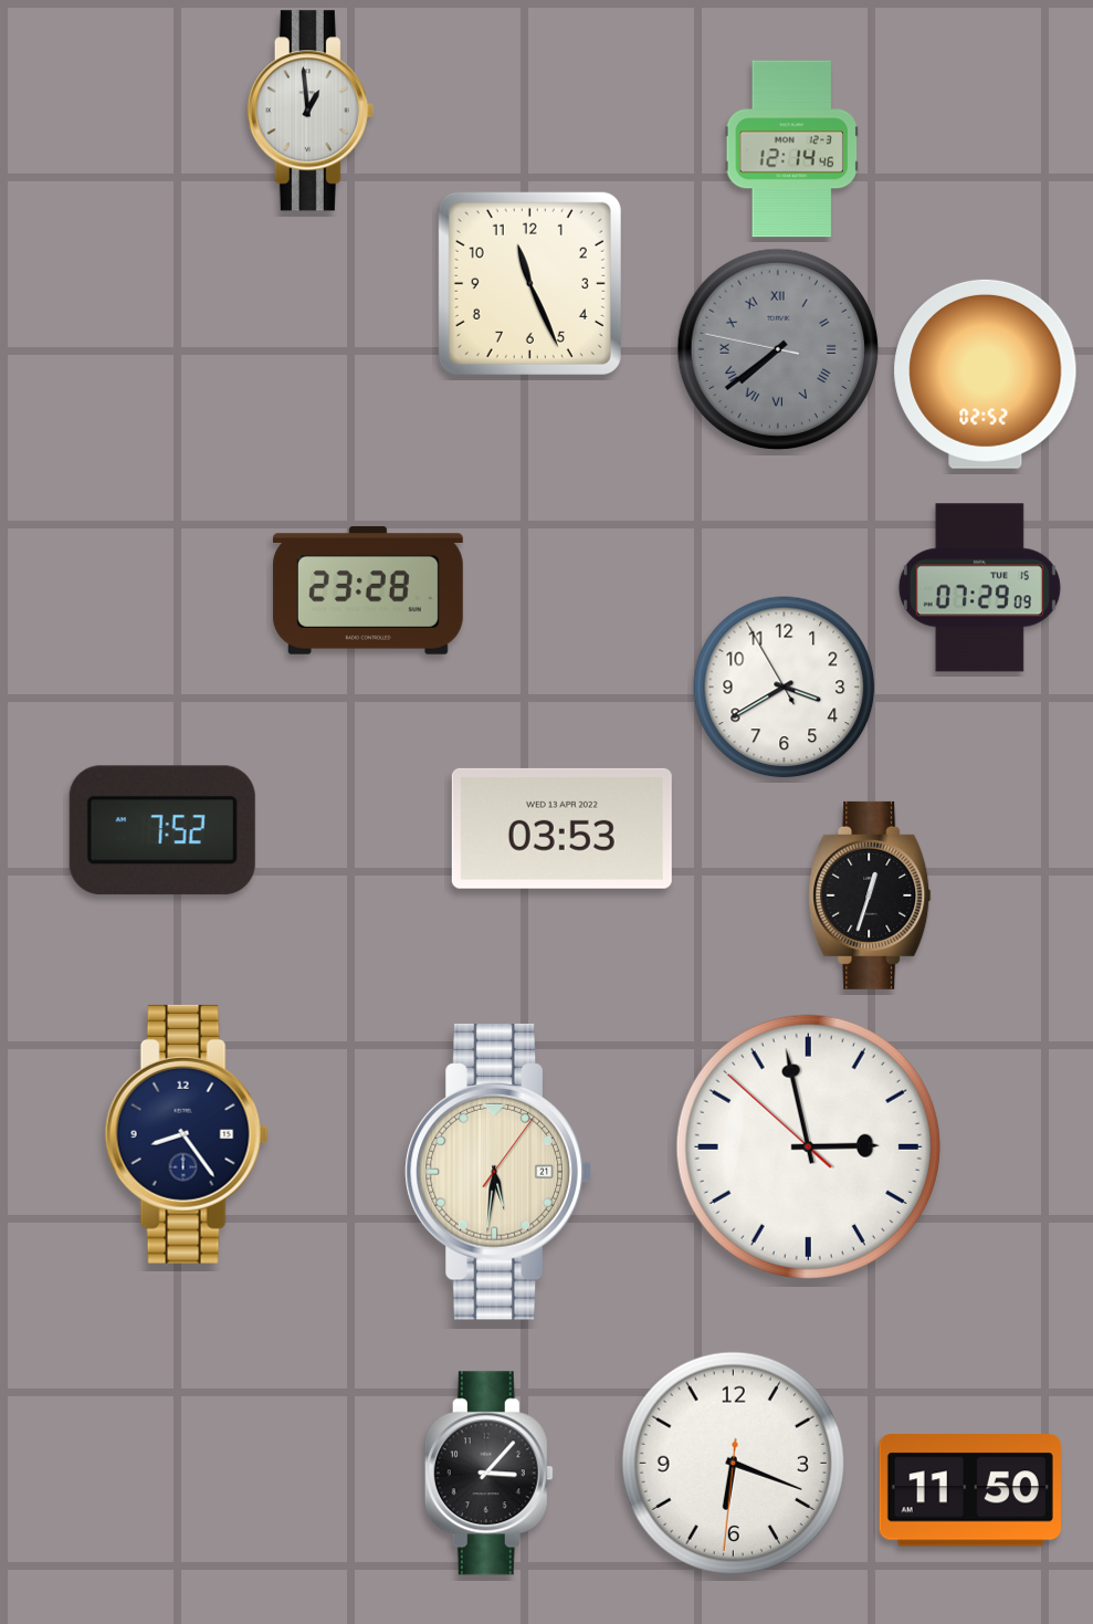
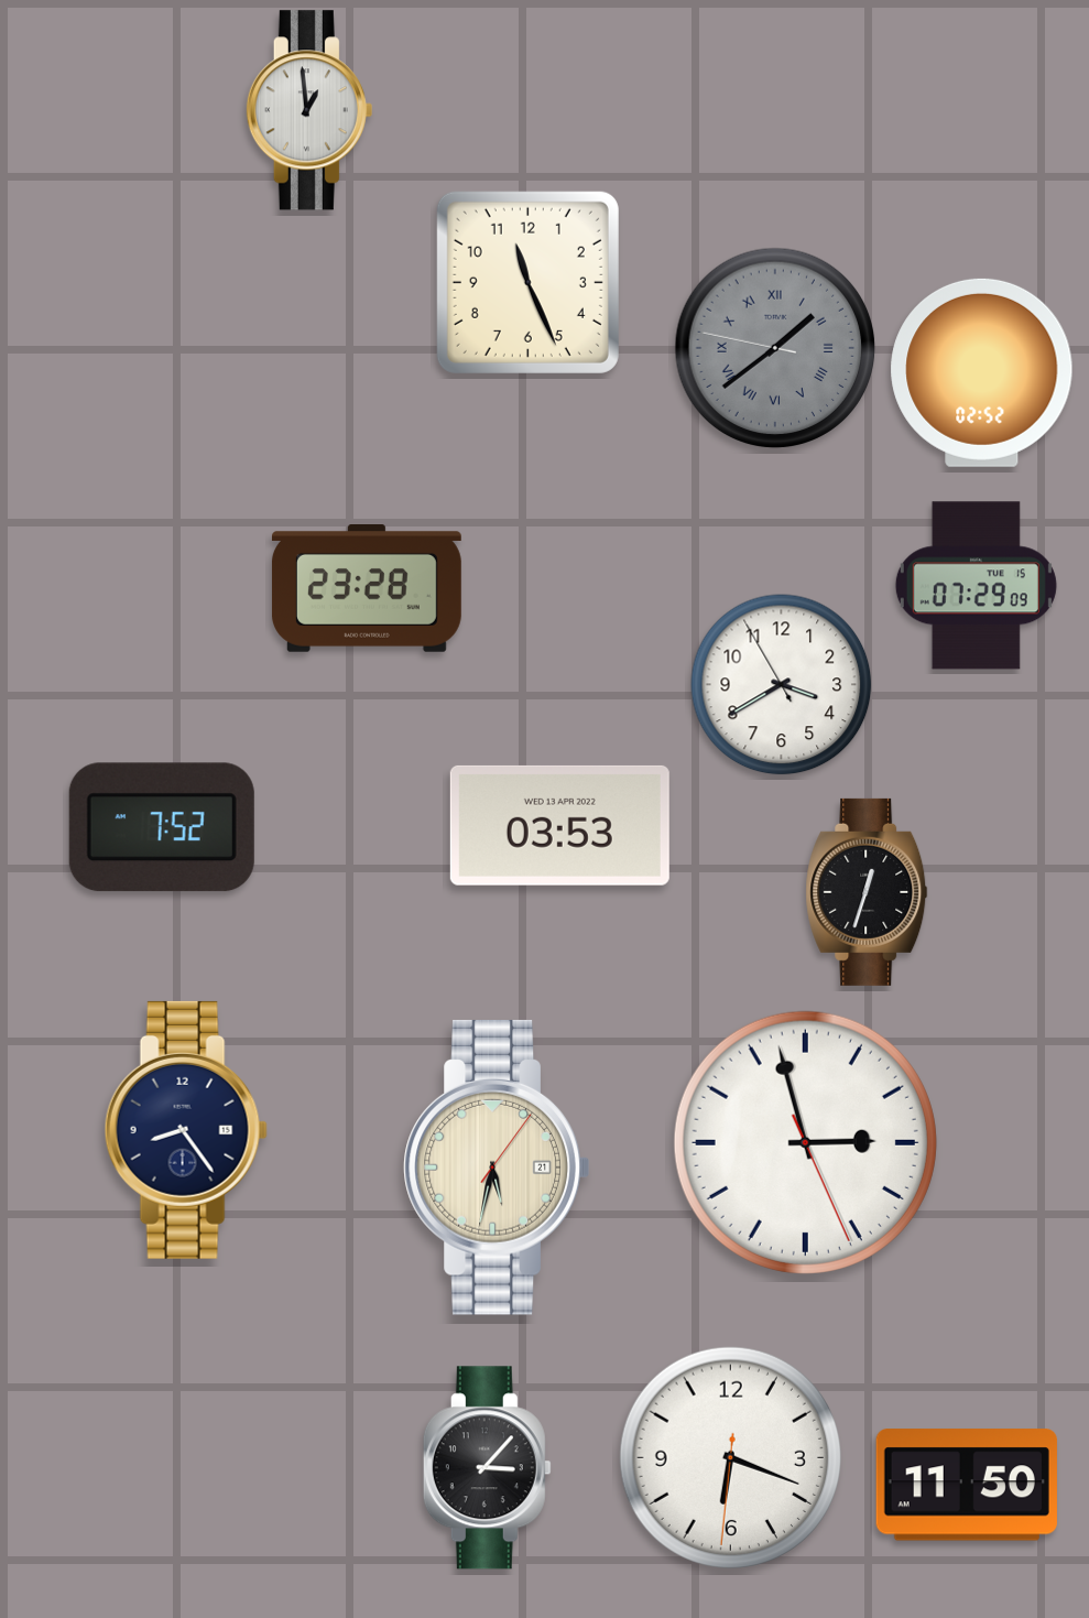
clock at (791, 149): 12:14 -> none
clock at (778, 349): 7:38 -> 1:38
clock at (808, 1146): 2:57:52 -> 2:57:26
clock at (498, 1172): 5:31 -> 5:32
